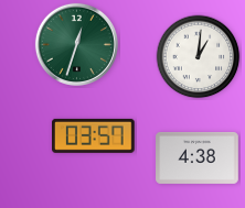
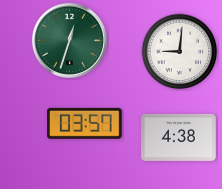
clock at (199, 57): 1:01 -> 9:01
clock at (198, 157) position: (198, 157) -> (179, 137)
